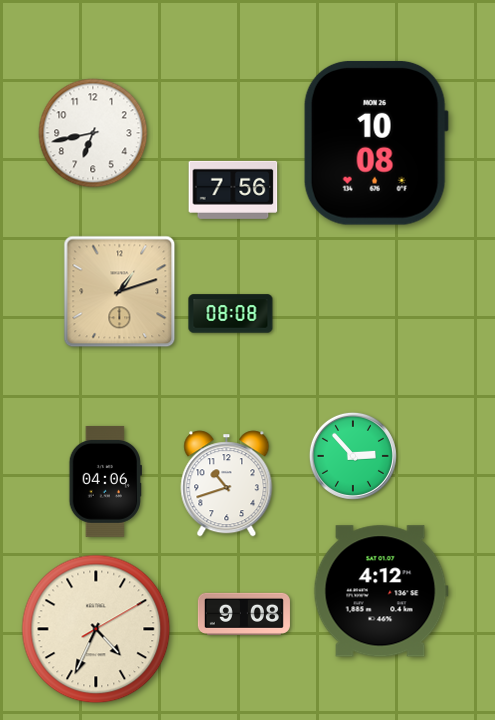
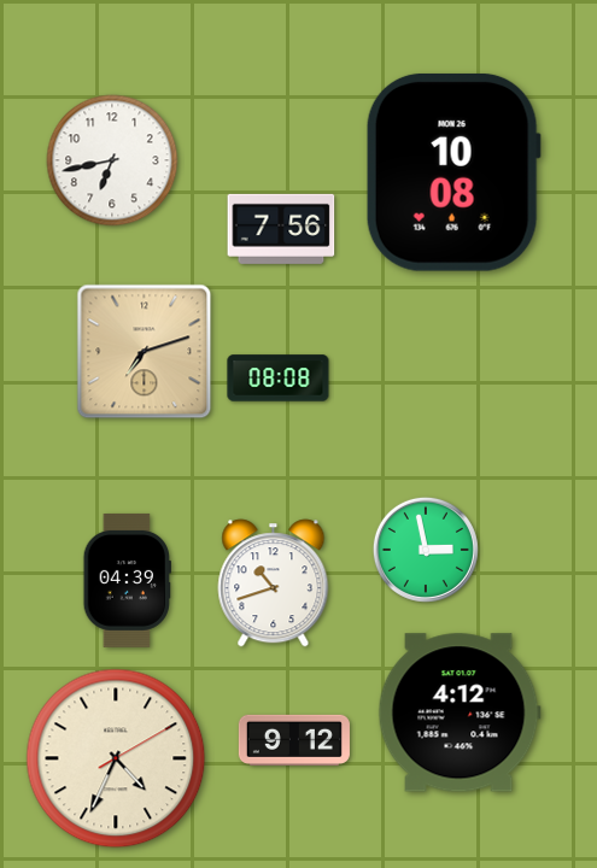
clock at (120, 292): 1:12 -> 7:12
clock at (353, 456): 2:53 -> 2:58
clock at (105, 481): 04:06 -> 04:39
clock at (244, 614): 9:08 -> 9:12
